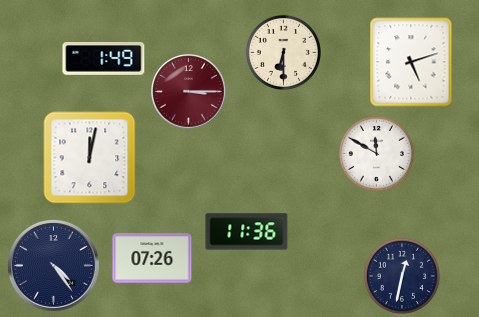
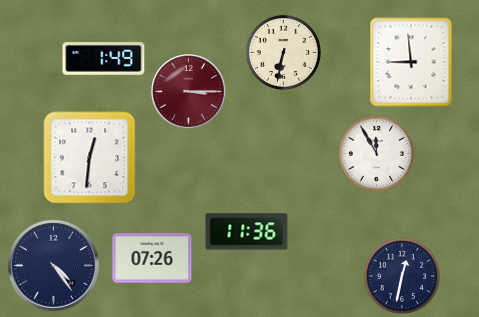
clock at (283, 52): 6:30 -> 6:32
clock at (411, 62): 5:12 -> 8:59
clock at (376, 153): 11:50 -> 11:55
clock at (90, 158): 12:02 -> 12:31
